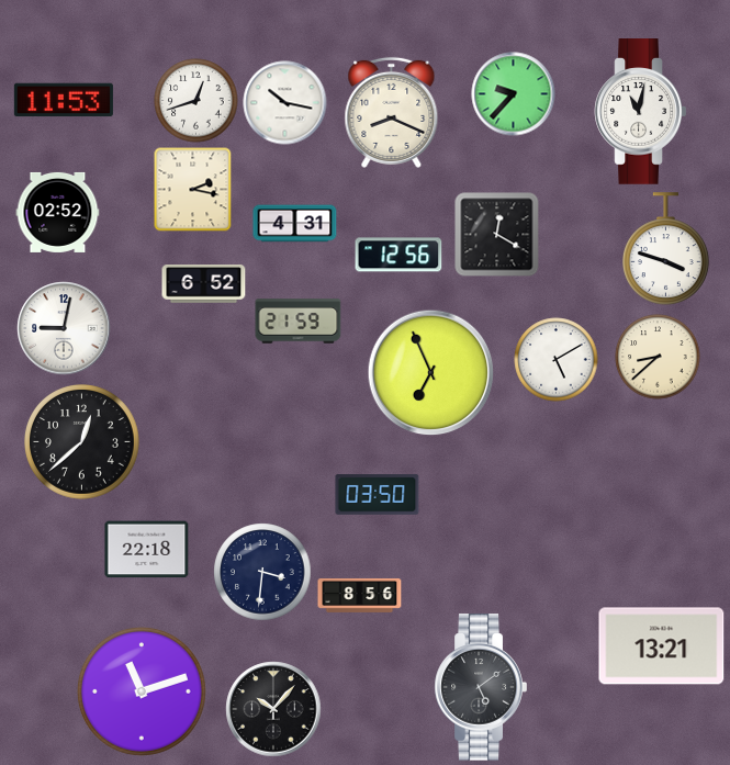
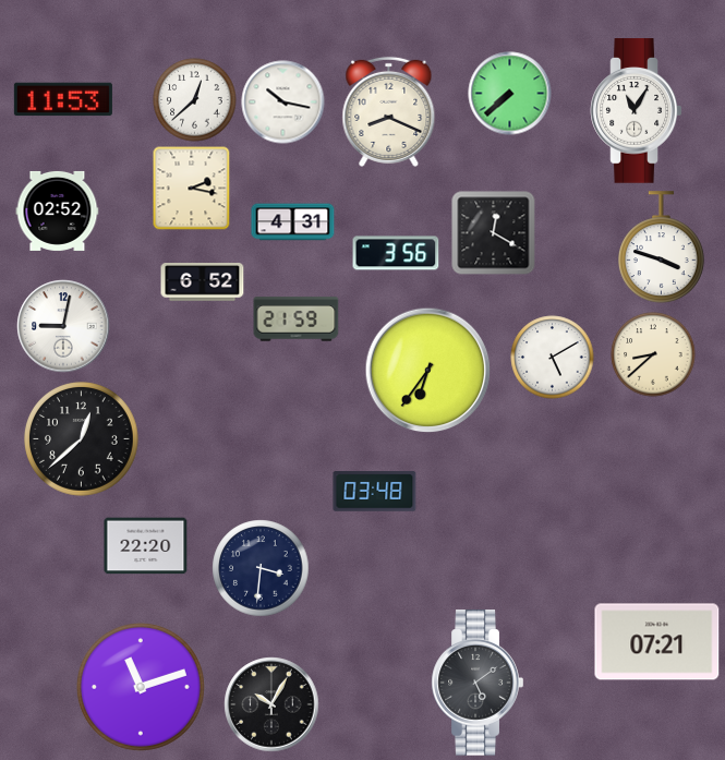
clock at (514, 94): 9:37 -> 7:38
clock at (196, 101): 12:42 -> 12:38
clock at (641, 112): 11:02 -> 11:05
clock at (398, 255): 12:56 -> 3:56
clock at (431, 373): 6:56 -> 6:36
clock at (378, 495): 03:50 -> 03:48
clock at (147, 550): 22:18 -> 22:20
clock at (360, 596): 8:56 -> none
clock at (662, 646): 13:21 -> 07:21
clock at (273, 709): 10:07 -> 10:05
